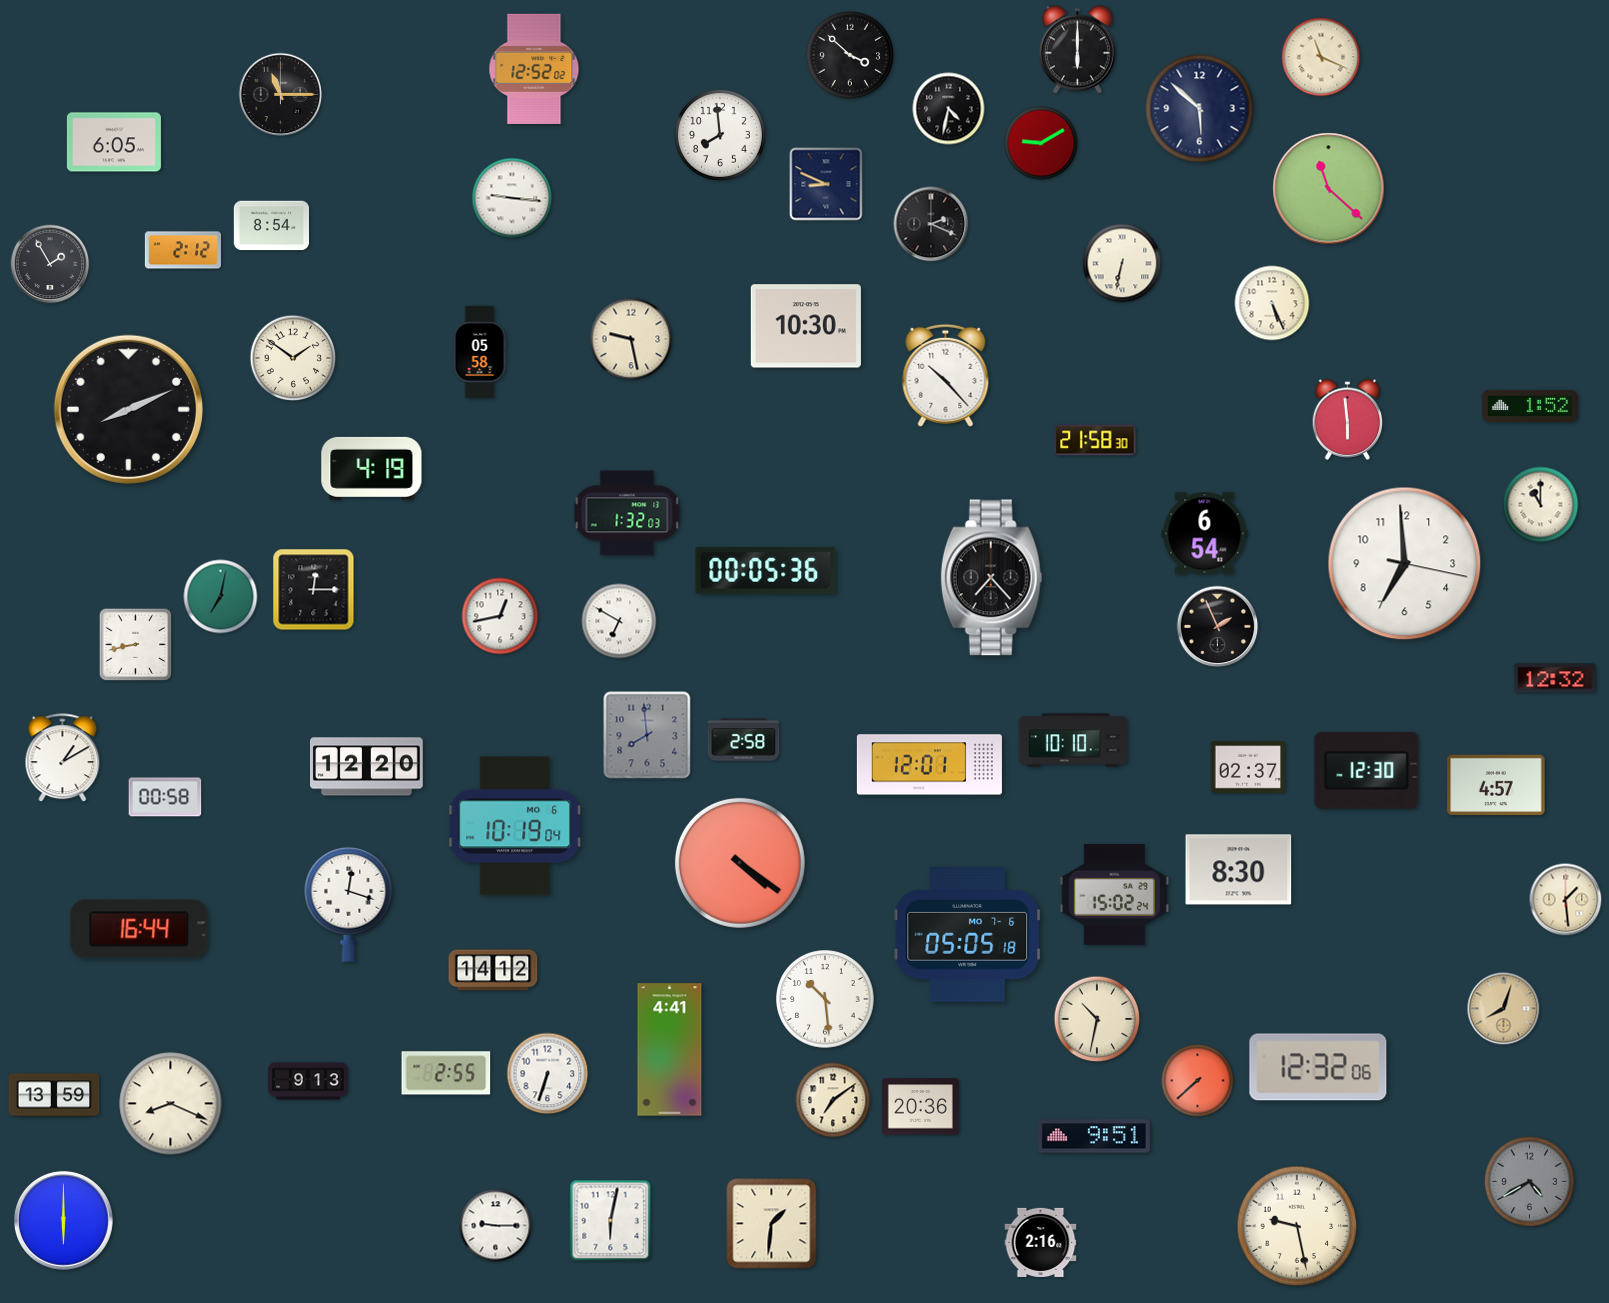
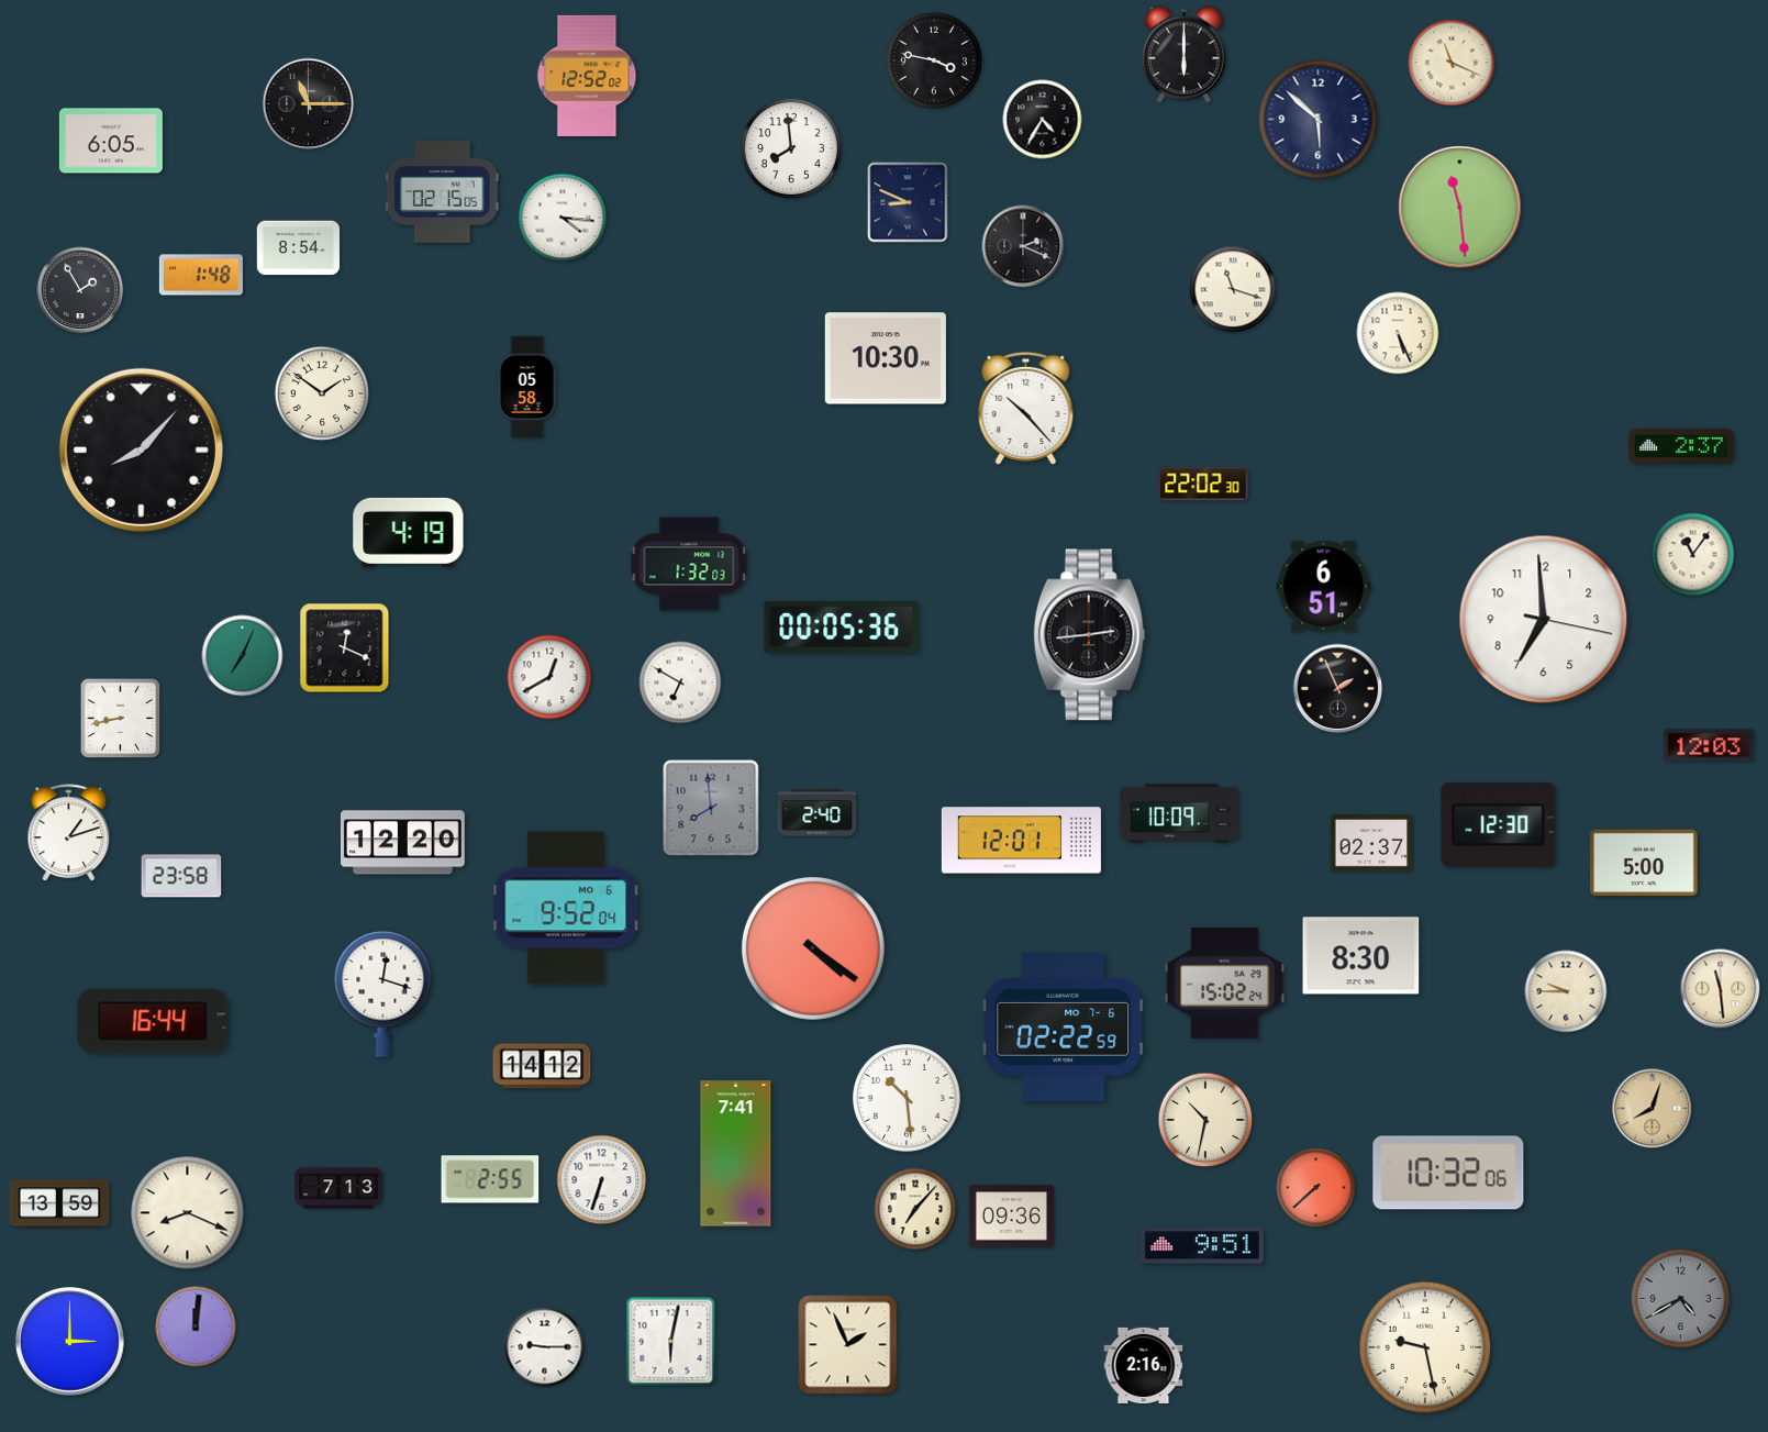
clock at (850, 55): 3:52 -> 3:47
clock at (949, 109): 4:32 -> 4:35
clock at (114, 142) position: (114, 142) -> (111, 141)
clock at (1041, 143): 9:10 -> none
clock at (442, 192): none -> 02:15
clock at (1329, 189): 11:22 -> 11:29
clock at (512, 198): 9:16 -> 4:16
clock at (183, 250): 2:12 -> 1:48
clock at (1122, 263): 6:32 -> 11:18
clock at (50, 264) position: (50, 264) -> (80, 290)
clock at (631, 339): 9:28 -> none
clock at (946, 375) position: (946, 375) -> (1026, 408)
clock at (1530, 406): 1:52 -> 2:37
clock at (128, 409): 8:11 -> 8:07
clock at (1348, 419): 5:59 -> none
clock at (1095, 440): 21:58 -> 22:02
clock at (372, 468) position: (372, 468) -> (409, 532)
clock at (1541, 505): 11:00 -> 11:06
clock at (1205, 534): 6:54 -> 6:51
clock at (992, 578): 7:23 -> 2:44
clock at (314, 590): 12:15 -> 12:19
clock at (221, 597): 7:02 -> 7:04
clock at (500, 616): 12:43 -> 12:40
clock at (136, 645) position: (136, 645) -> (121, 719)
clock at (1555, 678): 12:32 -> 12:03
clock at (744, 740): 2:58 -> 2:40
clock at (1073, 740): 10:10 -> 10:09
clock at (63, 758): 1:10 -> 1:12
clock at (1367, 770) position: (1367, 770) -> (1499, 824)
clock at (1496, 785): 4:57 -> 5:00
clock at (165, 797): 00:58 -> 23:58
clock at (516, 826): 10:19 -> 9:52
clock at (1566, 900): 1:29 -> 11:29
clock at (1566, 991): none -> 9:45
clock at (968, 935): 05:05 -> 02:22
clock at (670, 1050): 4:41 -> 7:41
clock at (1318, 1067): 12:32 -> 10:32
clock at (308, 1081): 9:13 -> 7:13
clock at (833, 1100): 7:09 -> 7:07
clock at (920, 1107): 20:36 -> 09:36
clock at (1094, 1136) position: (1094, 1136) -> (1202, 1245)
clock at (196, 1326): none -> 12:01
clock at (64, 1221): 6:00 -> 3:00
clock at (772, 1224): 1:31 -> 1:56
